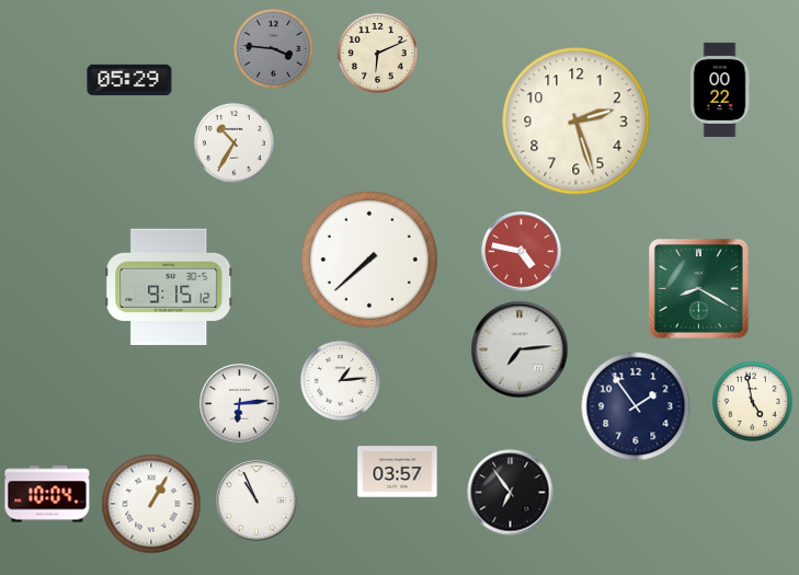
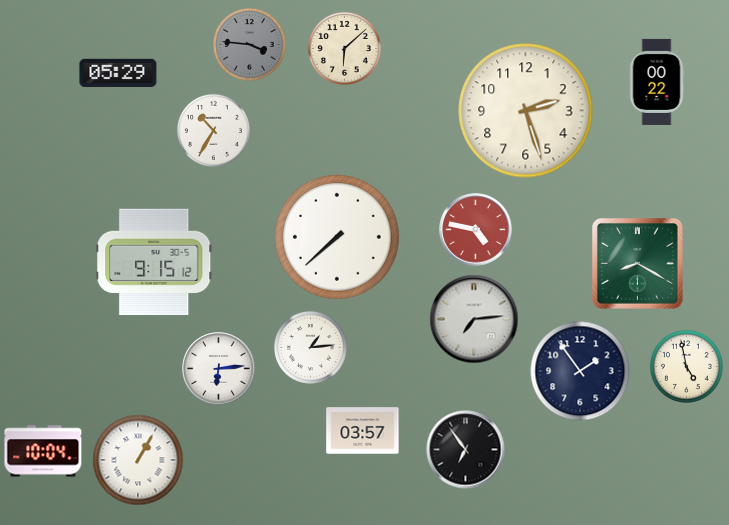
clock at (377, 53): 6:11 -> 6:08
clock at (256, 501): 10:56 -> none
